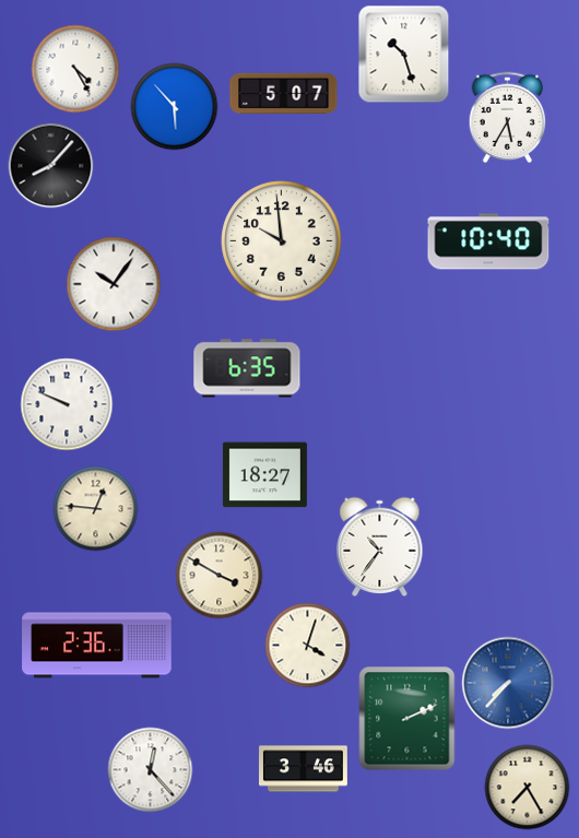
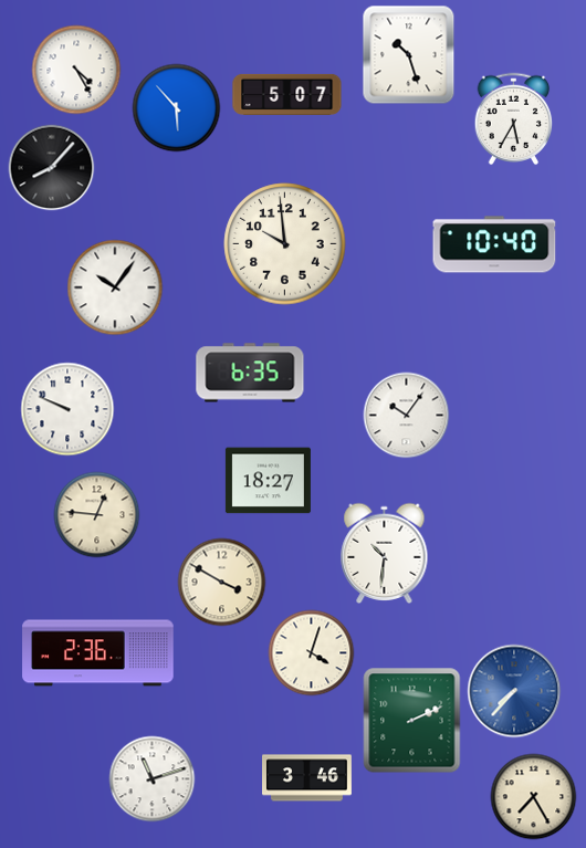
clock at (406, 415): none -> 10:06
clock at (380, 546): 10:36 -> 10:31
clock at (407, 718) position: (407, 718) -> (412, 720)
clock at (150, 769): 12:23 -> 11:12
